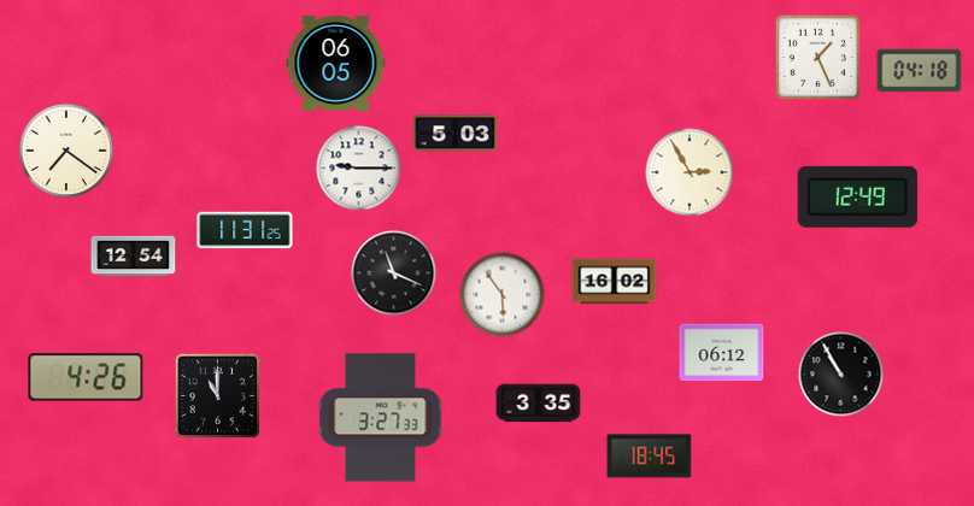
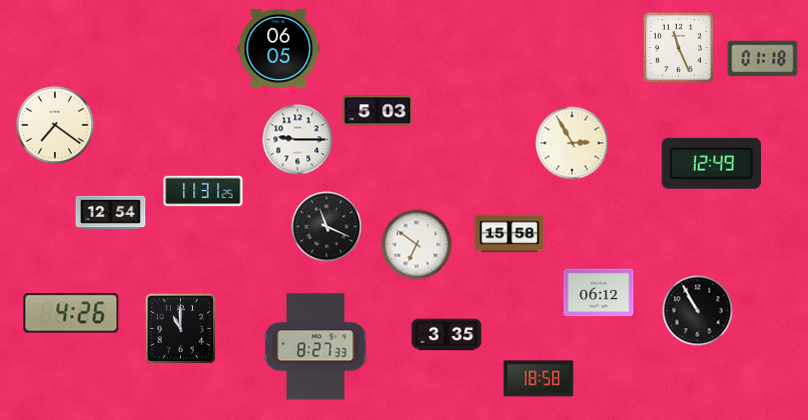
clock at (818, 58): 1:26 -> 11:26
clock at (336, 63) position: (336, 63) -> (279, 48)
clock at (920, 71): 04:18 -> 01:18
clock at (615, 282): 16:02 -> 15:58
clock at (503, 295): 5:54 -> 6:51
clock at (381, 418): 3:27 -> 8:27
clock at (650, 457): 18:45 -> 18:58
